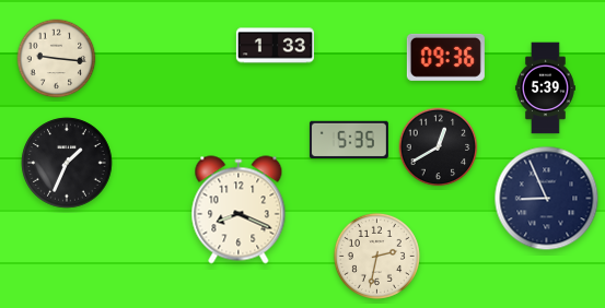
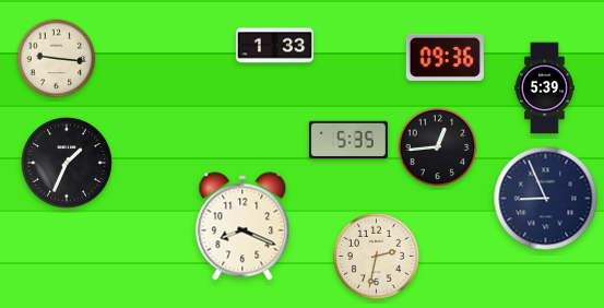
clock at (439, 147): 12:40 -> 12:44
clock at (238, 210) position: (238, 210) -> (242, 226)
